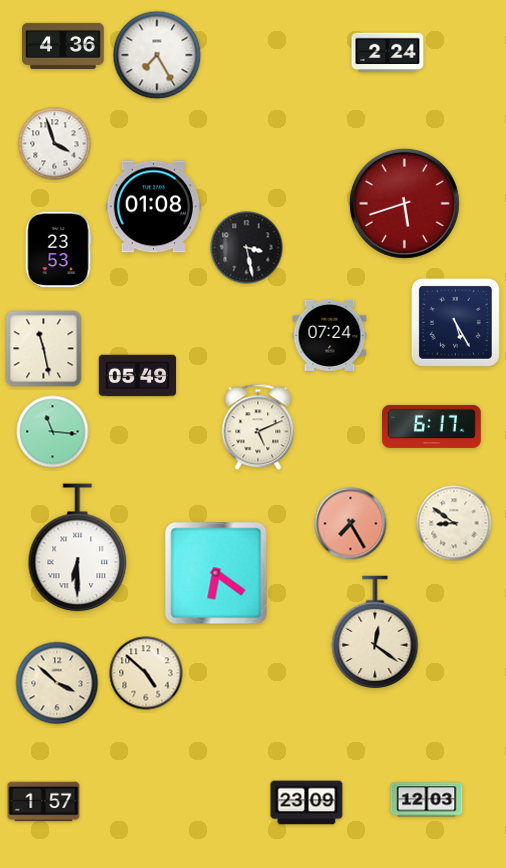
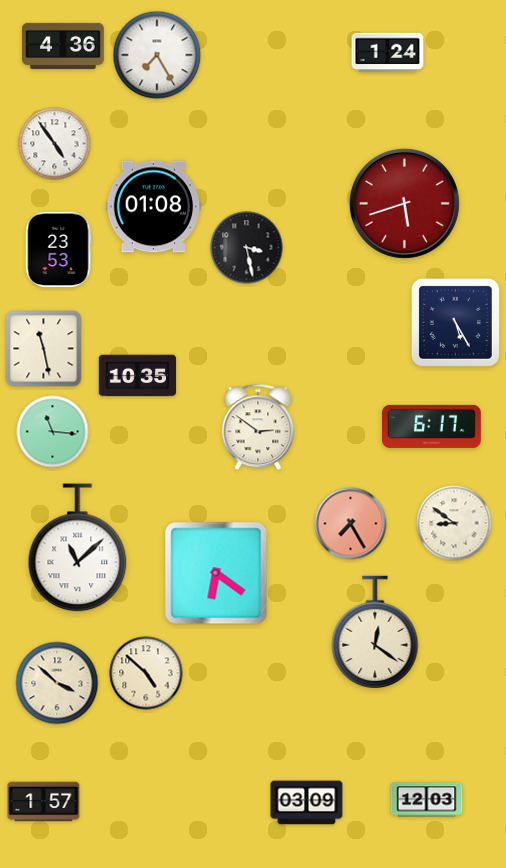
clock at (388, 53): 2:24 -> 1:24
clock at (55, 144): 3:57 -> 4:54
clock at (330, 335): 07:24 -> none
clock at (138, 376): 05:49 -> 10:35
clock at (258, 427): 5:11 -> 2:51
clock at (78, 548): 6:30 -> 11:08
clock at (307, 803): 23:09 -> 03:09
